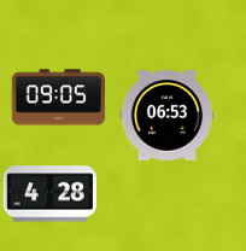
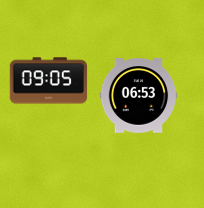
clock at (49, 194): 4:28 -> none
